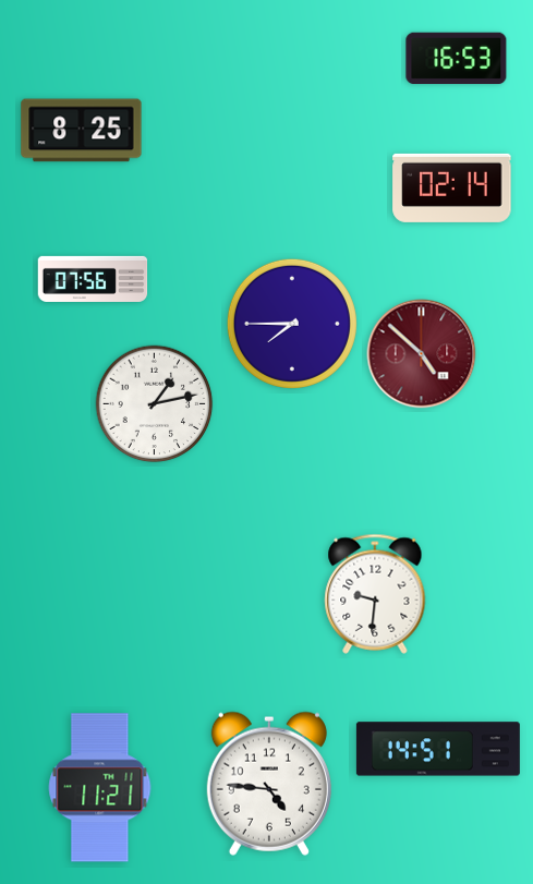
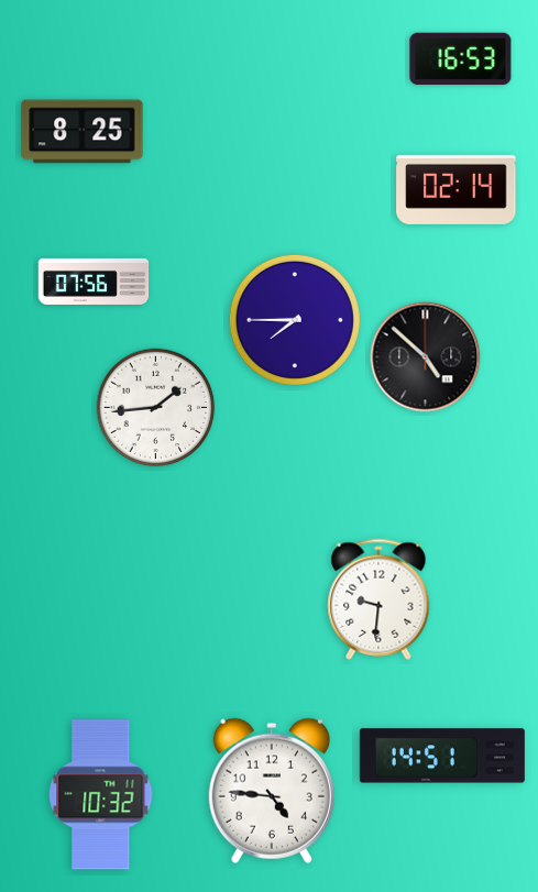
clock at (292, 324) position: (292, 324) -> (295, 320)
clock at (422, 354) dial: burgundy -> black
clock at (155, 404): 1:13 -> 1:44
clock at (100, 788): 11:21 -> 10:32
